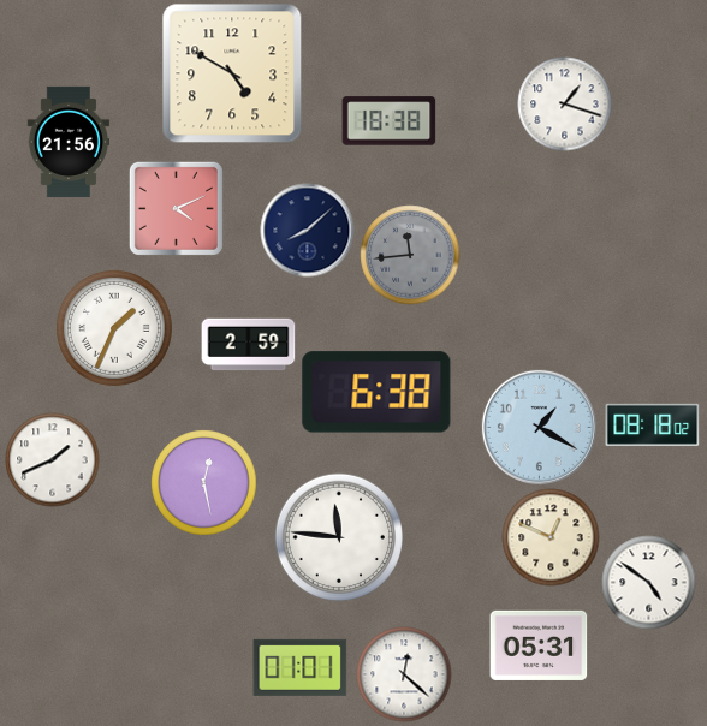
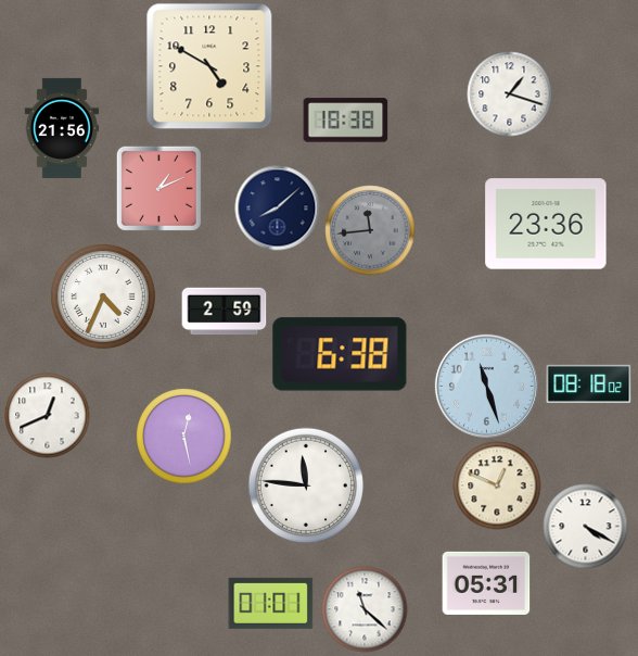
clock at (388, 121) position: (388, 121) -> (345, 121)
clock at (176, 208): 4:11 -> 1:11
clock at (546, 224): none -> 23:36
clock at (114, 328): 1:34 -> 4:34
clock at (539, 427): 1:20 -> 11:27
clock at (52, 459): 1:41 -> 12:41
clock at (648, 582): 4:51 -> 4:20
clock at (404, 674): 12:22 -> 11:22
